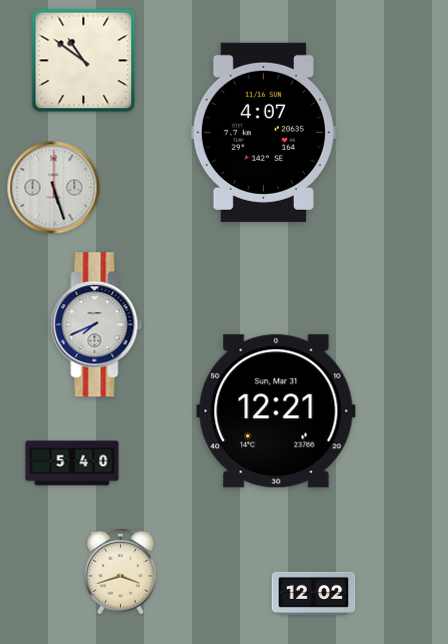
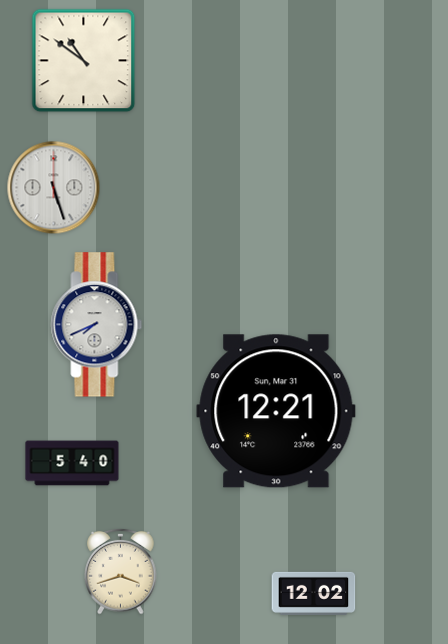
clock at (263, 132): 4:07 -> none
